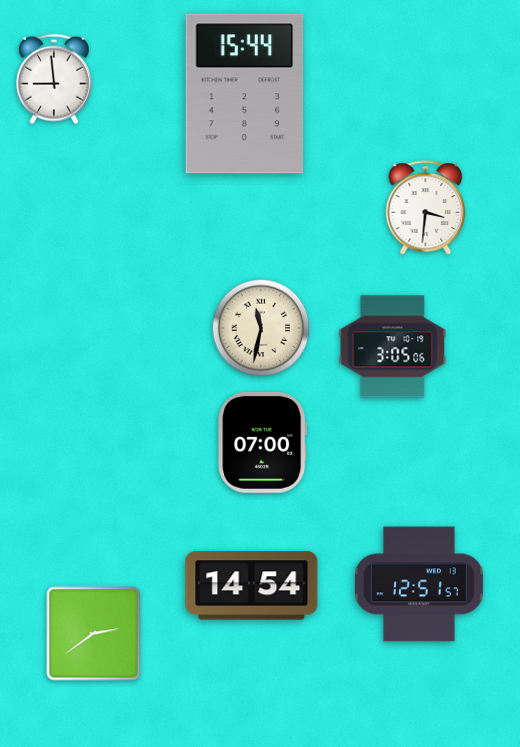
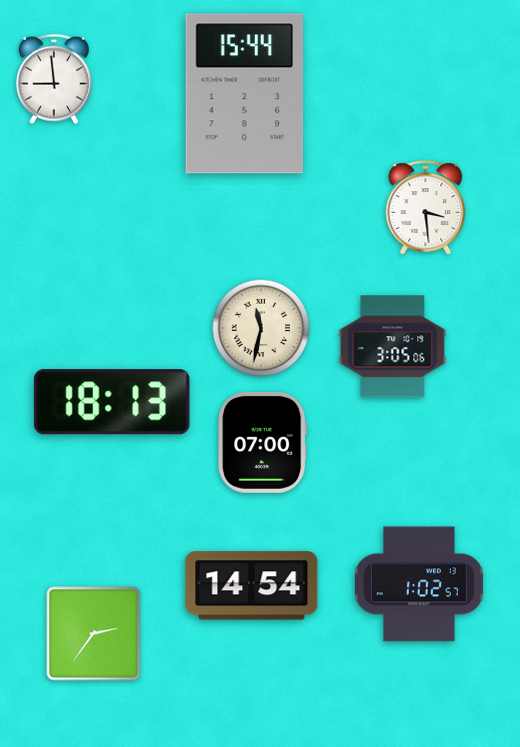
clock at (426, 208): 3:31 -> 3:29
clock at (112, 402): none -> 18:13
clock at (419, 584): 12:51 -> 1:02
clock at (94, 634): 2:39 -> 2:36
